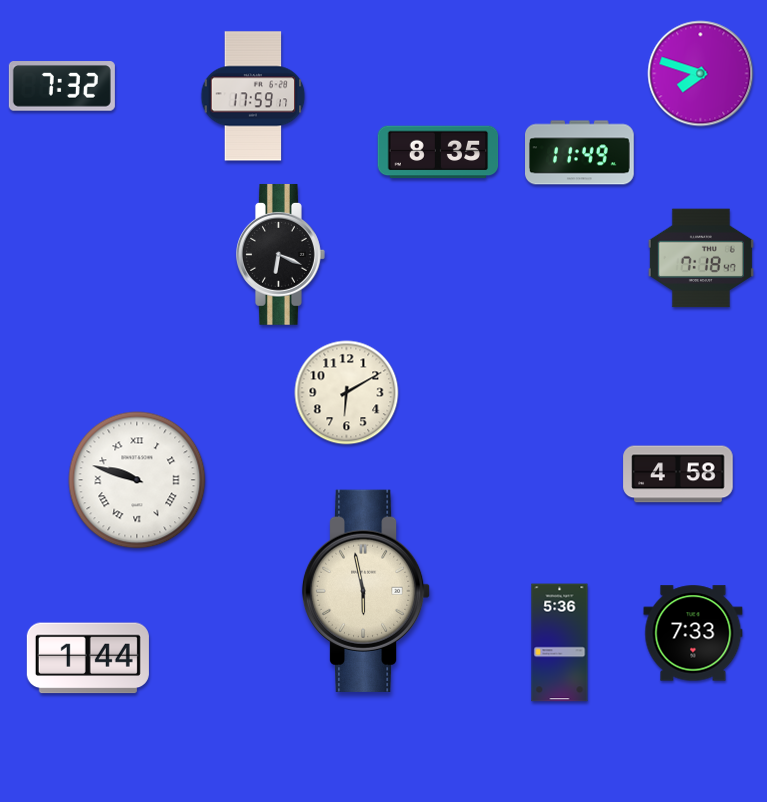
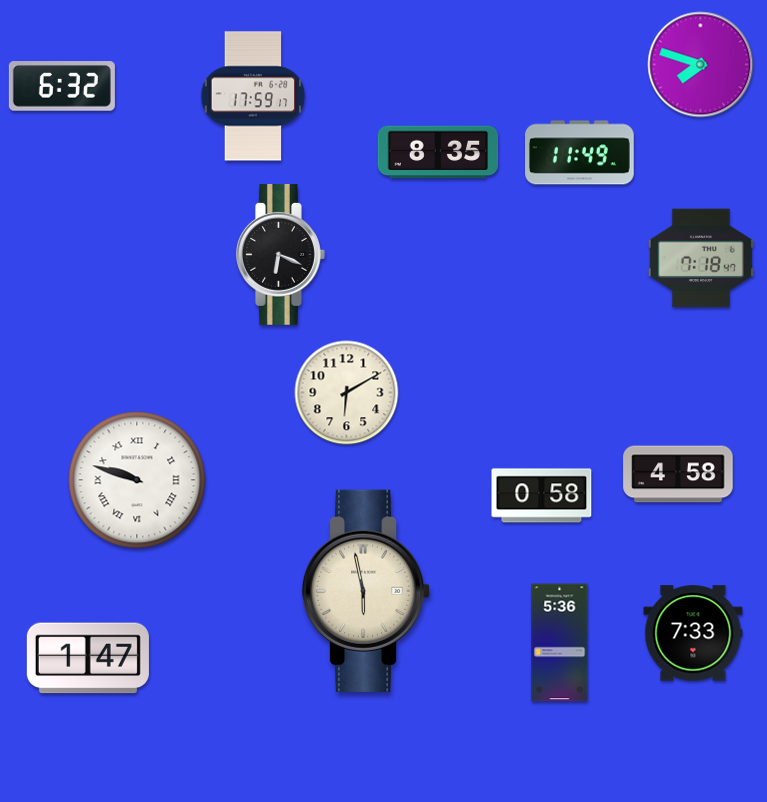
clock at (701, 74) position: (701, 74) -> (701, 65)
clock at (62, 86): 7:32 -> 6:32
clock at (542, 496): none -> 0:58
clock at (88, 658): 1:44 -> 1:47
